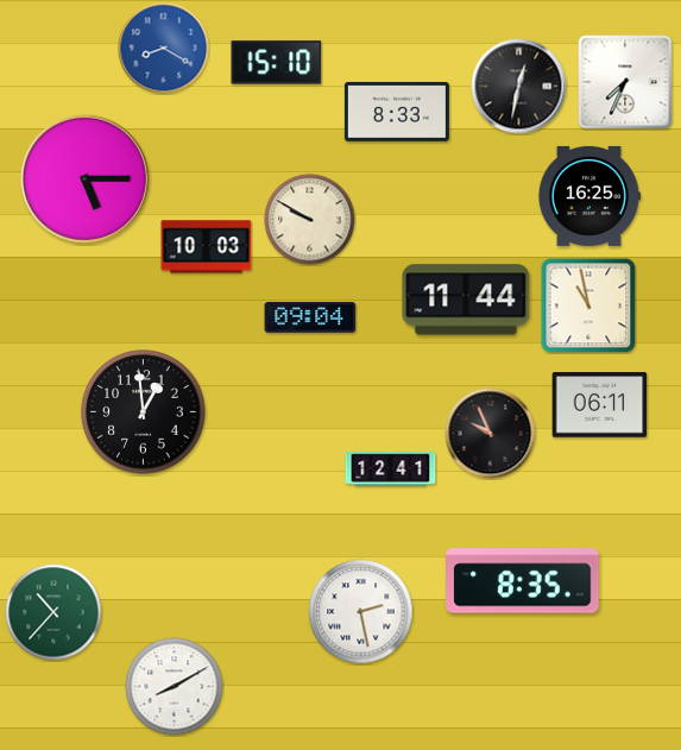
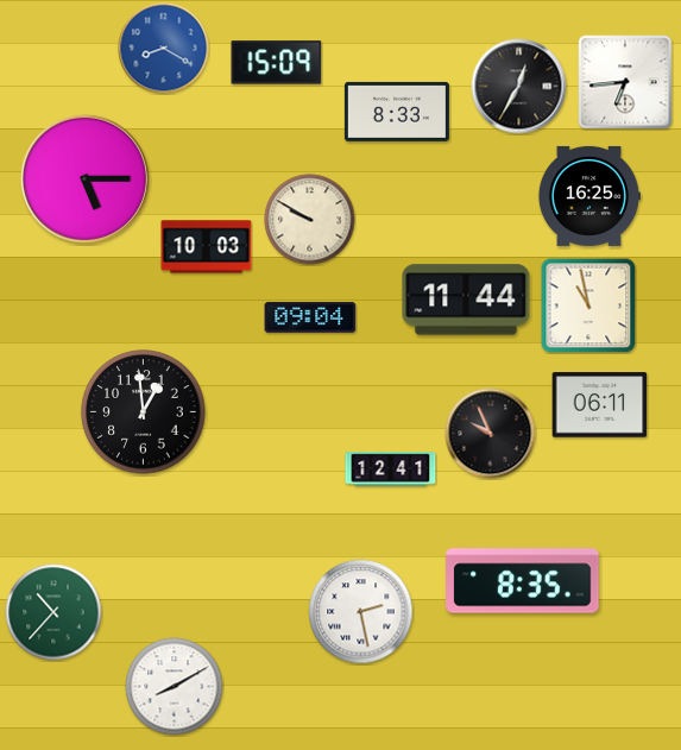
clock at (277, 63): 15:10 -> 15:09
clock at (625, 82): 7:34 -> 6:44
clock at (519, 87): 12:32 -> 12:35
